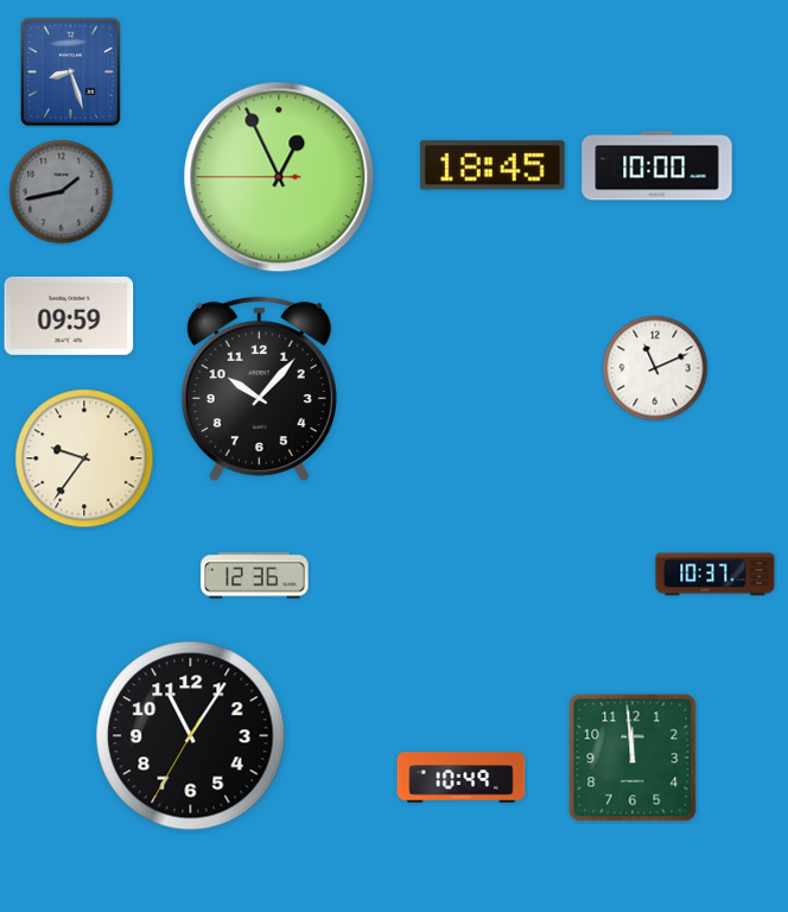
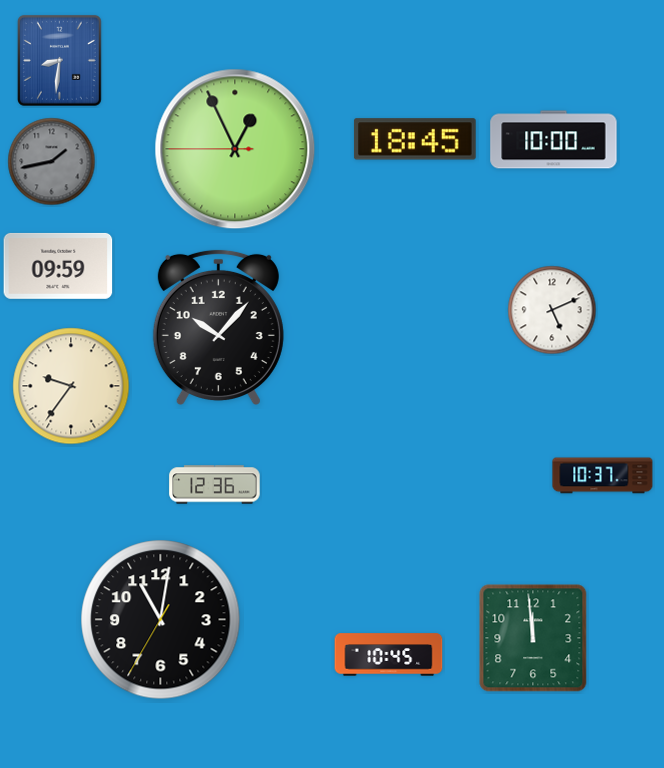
clock at (70, 71): 8:27 -> 8:31
clock at (655, 368): 11:11 -> 5:11
clock at (716, 575) position: (716, 575) -> (603, 476)
clock at (191, 736): 11:05 -> 11:01
clock at (462, 778): 10:49 -> 10:45
